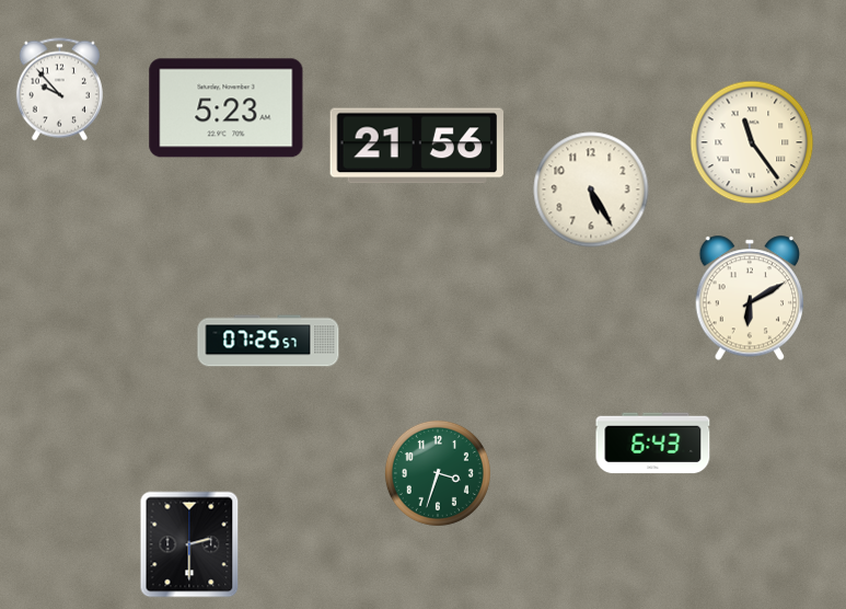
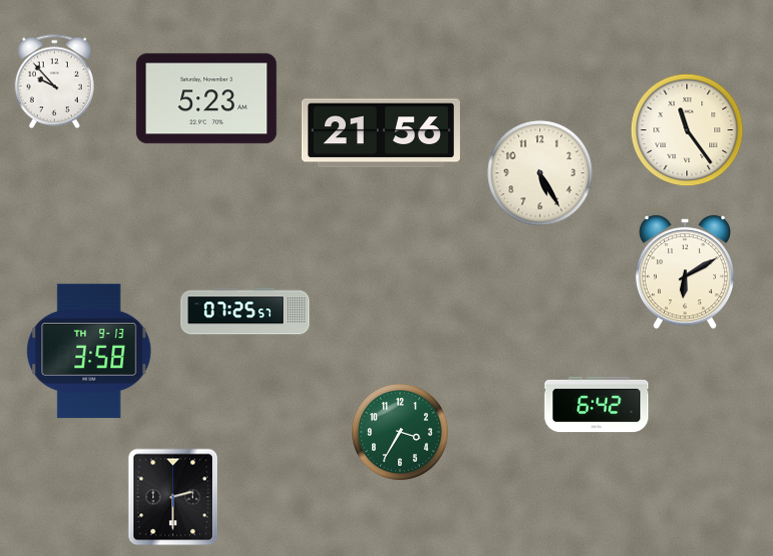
clock at (89, 351): none -> 3:58
clock at (653, 444): 6:43 -> 6:42
clock at (438, 473): 3:33 -> 3:35
